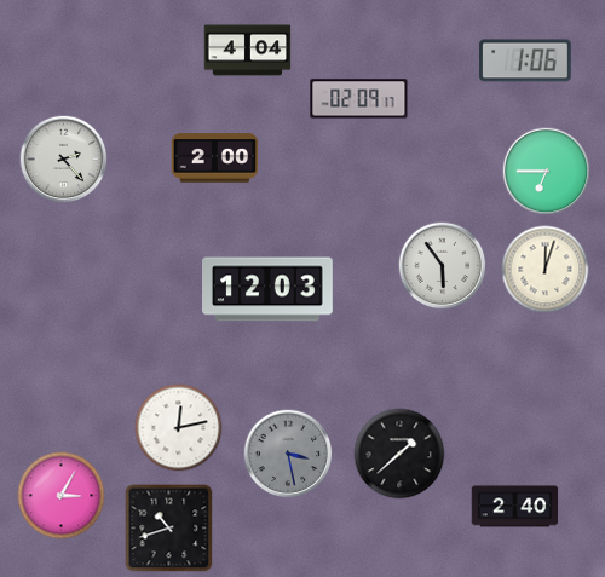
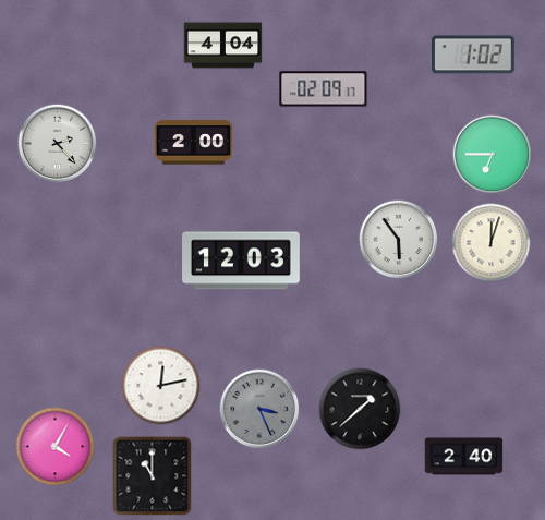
clock at (525, 60): 1:06 -> 1:02
clock at (288, 454): 3:28 -> 3:26
clock at (62, 496): 3:05 -> 4:05
clock at (169, 529): 10:42 -> 11:00
